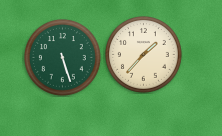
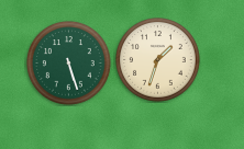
clock at (144, 55): 1:37 -> 1:33
